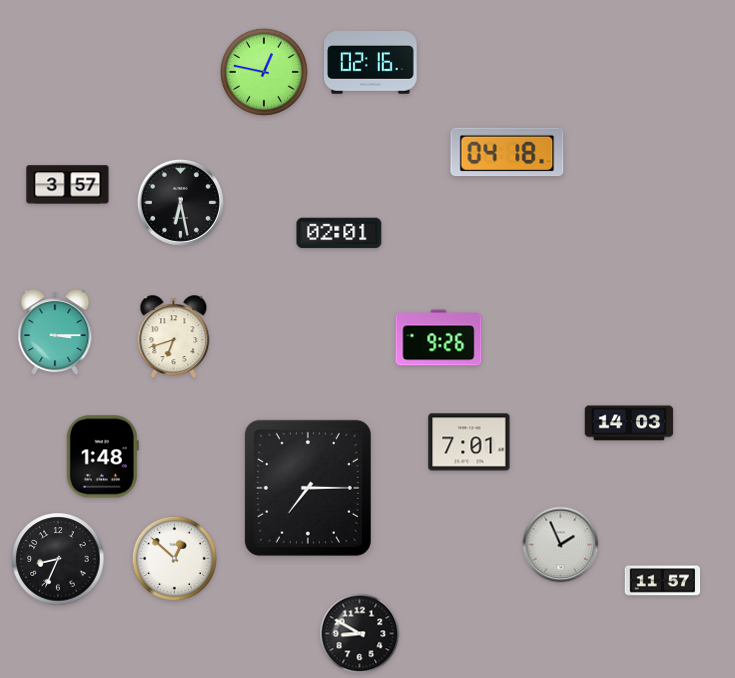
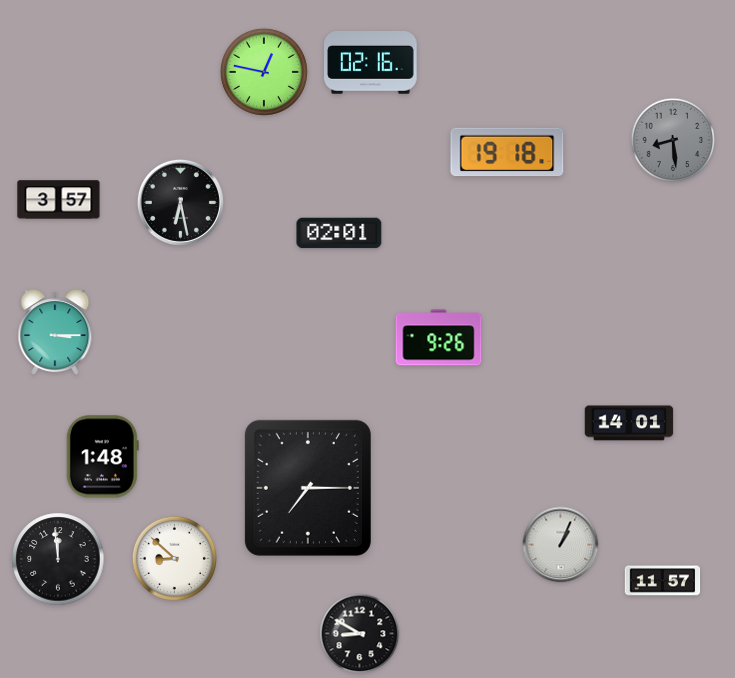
clock at (673, 140): none -> 8:29
clock at (507, 152): 04:18 -> 19:18
clock at (68, 185) position: (68, 185) -> (59, 200)
clock at (174, 336): 6:42 -> none
clock at (629, 423): 14:03 -> 14:01
clock at (469, 442): 7:01 -> none
clock at (561, 545): 1:56 -> 1:04
clock at (174, 558): 12:52 -> 8:52
clock at (58, 559): 8:34 -> 11:59
